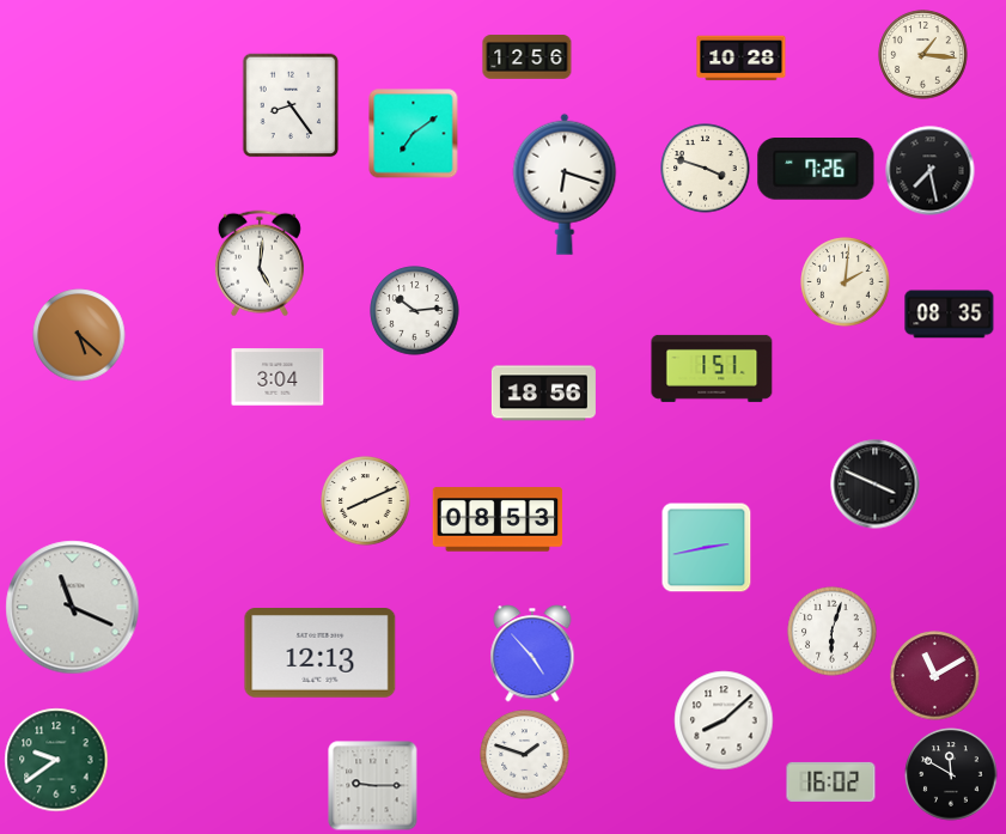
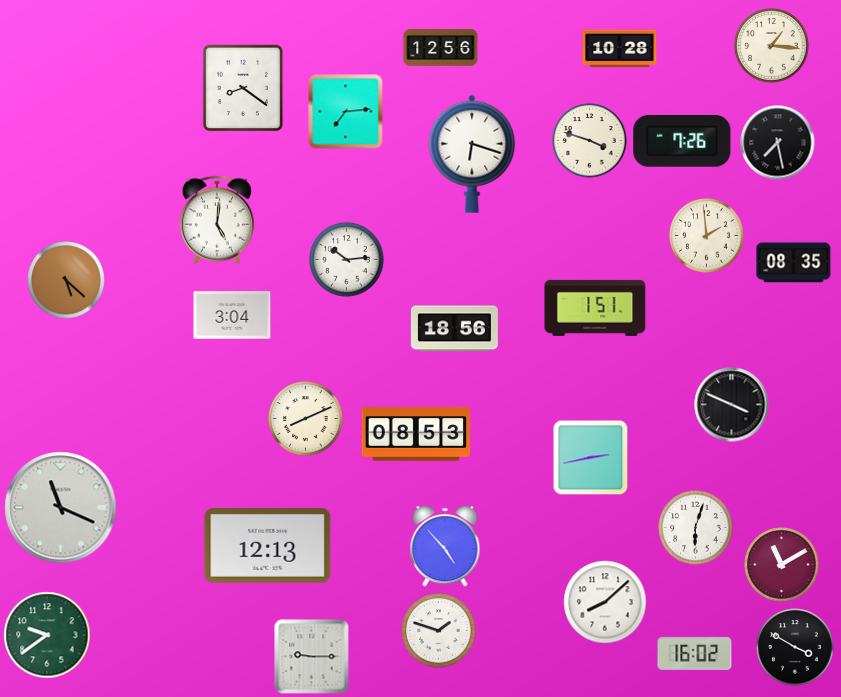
clock at (291, 105): 8:24 -> 8:21
clock at (414, 134): 7:09 -> 7:14
clock at (846, 282): 2:01 -> 1:59
clock at (951, 774): 11:50 -> 3:50
